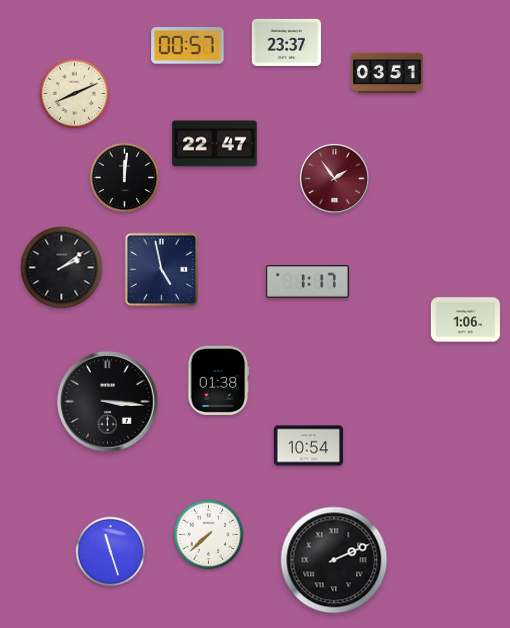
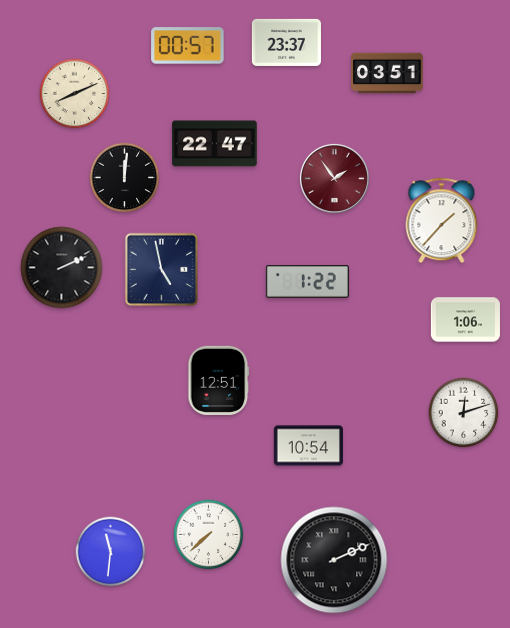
clock at (442, 221): none -> 1:37
clock at (62, 268): 2:09 -> 2:11
clock at (307, 282): 1:17 -> 1:22
clock at (219, 380): 01:38 -> 12:51
clock at (108, 402): 3:16 -> none
clock at (464, 413): none -> 12:12
clock at (111, 552): 11:27 -> 11:31
